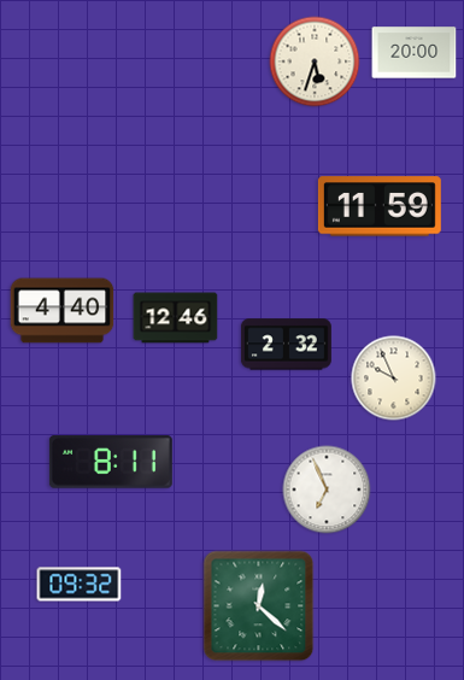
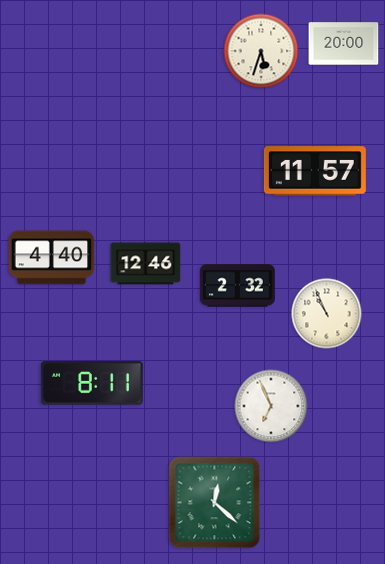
clock at (380, 206): 11:59 -> 11:57
clock at (394, 379): 9:56 -> 10:56
clock at (80, 585): 09:32 -> none
